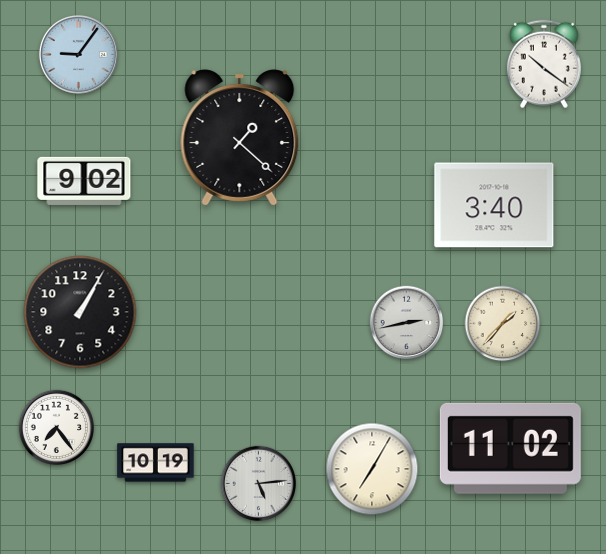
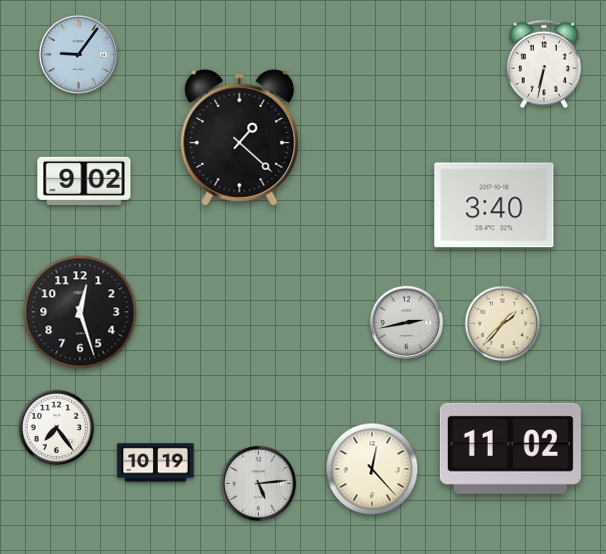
clock at (544, 64): 10:21 -> 6:32
clock at (80, 312): 1:05 -> 12:27
clock at (372, 469): 7:05 -> 12:23
